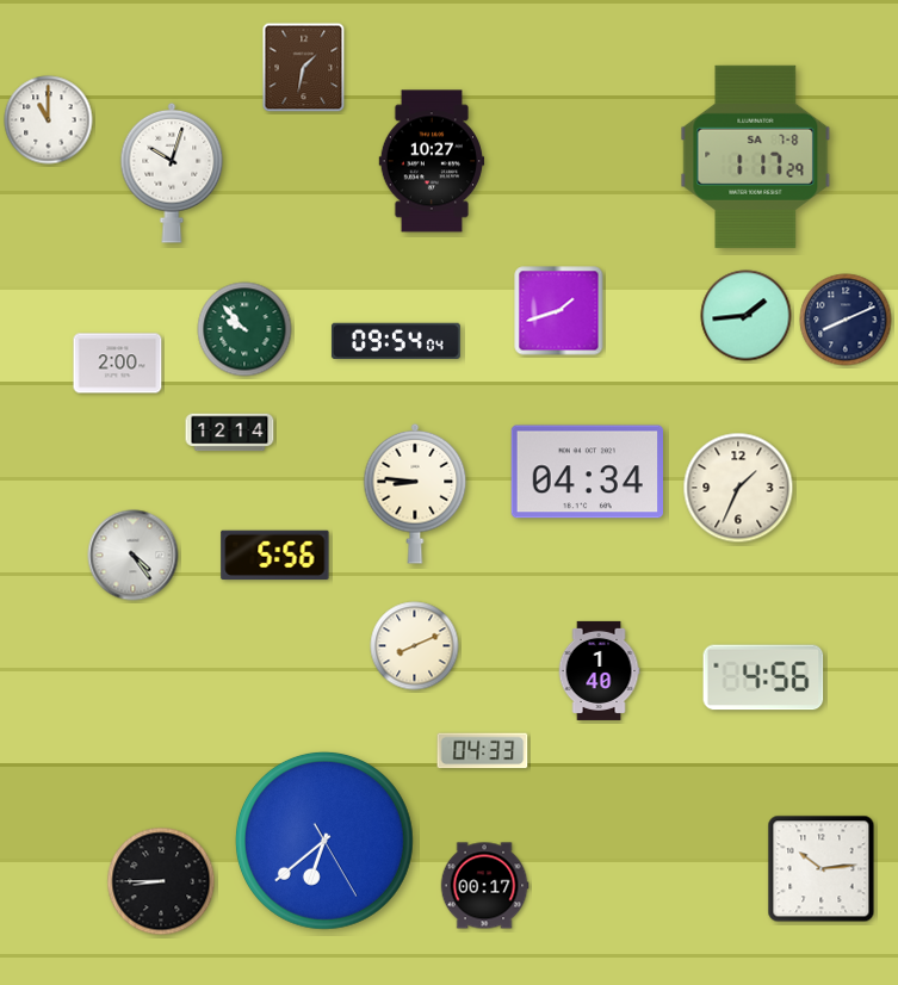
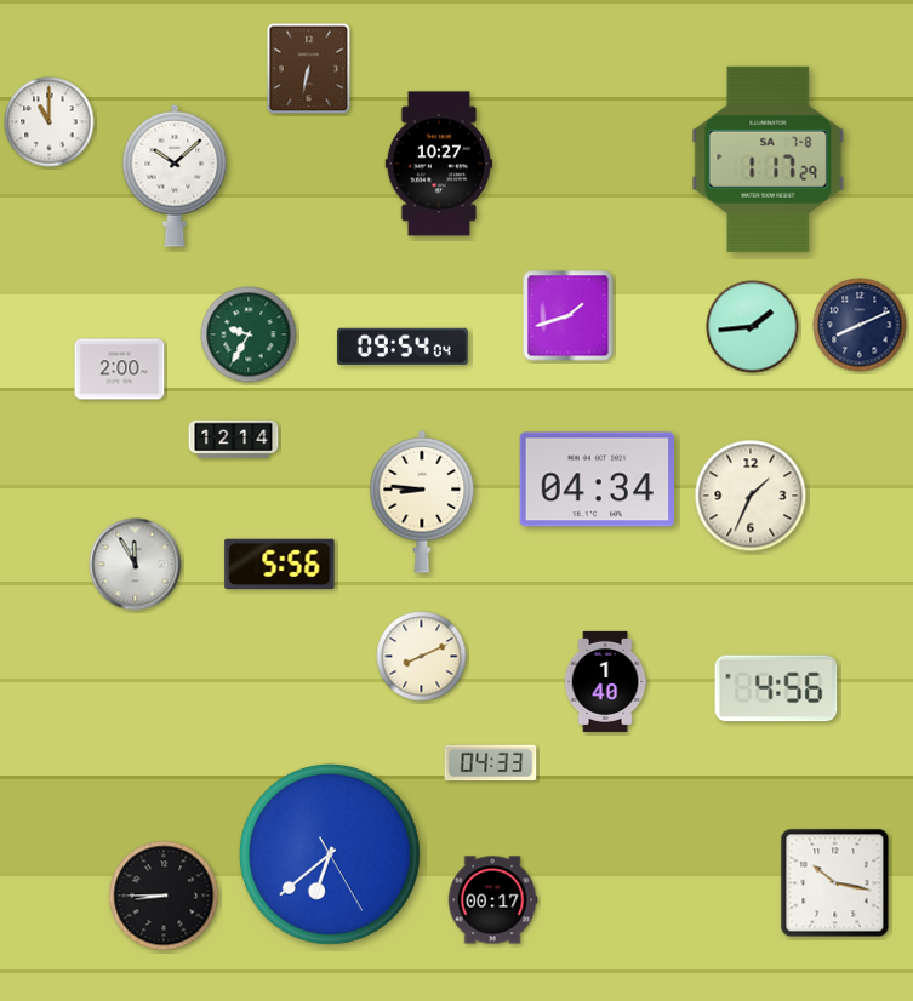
clock at (304, 68): 1:32 -> 6:32
clock at (172, 173): 10:03 -> 10:08
clock at (747, 316) position: (747, 316) -> (753, 327)
clock at (244, 329): 9:53 -> 9:35
clock at (134, 556): 4:24 -> 11:55
clock at (599, 670) position: (599, 670) -> (605, 681)
clock at (822, 869): 10:14 -> 10:17
